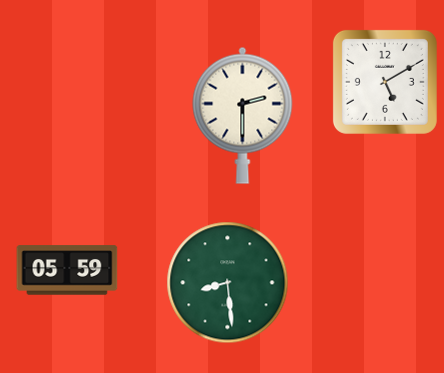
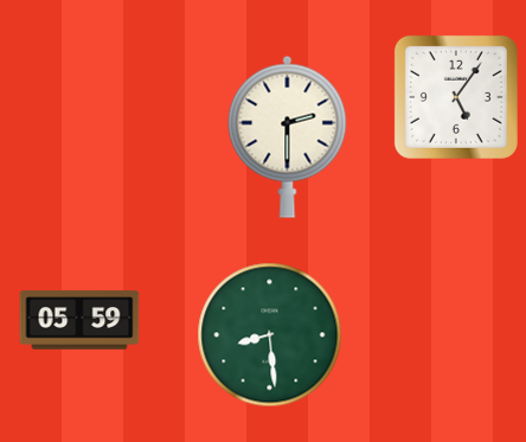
clock at (385, 82): 5:10 -> 5:06
